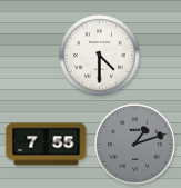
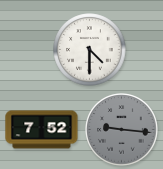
clock at (47, 145): 7:55 -> 7:52
clock at (135, 145): 1:12 -> 9:16
